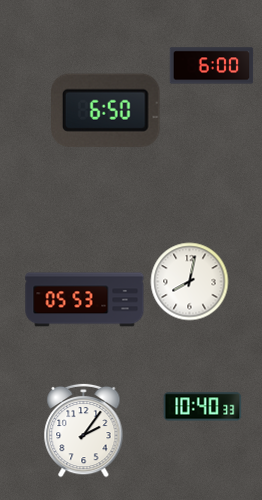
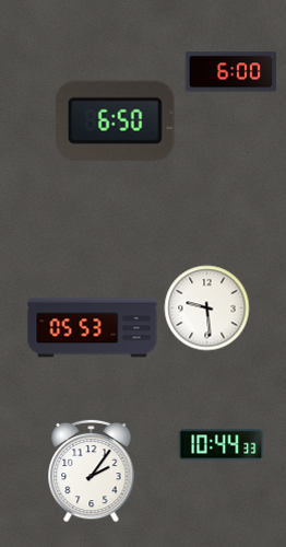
clock at (189, 281): 8:02 -> 9:29
clock at (202, 407): 10:40 -> 10:44
